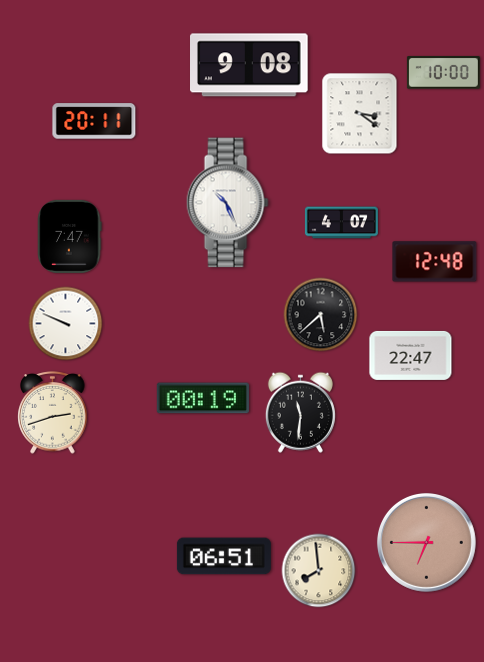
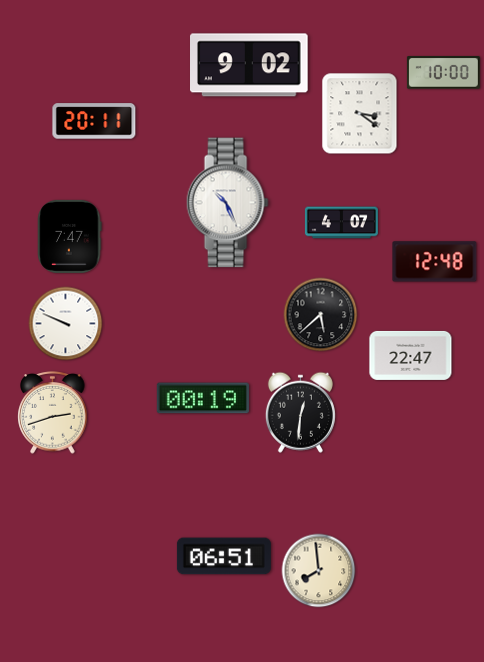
clock at (250, 65): 9:08 -> 9:02
clock at (300, 412): 11:31 -> 12:31
clock at (426, 542): 6:45 -> none
